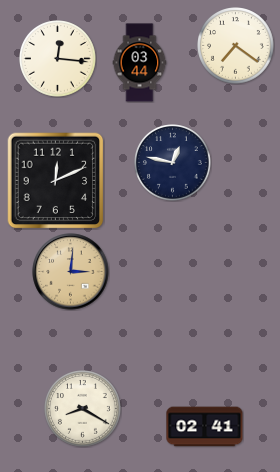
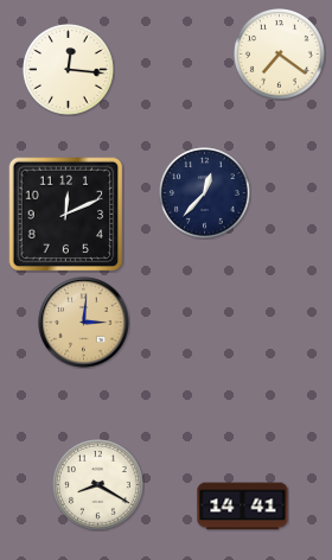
clock at (140, 63): 03:44 -> none
clock at (173, 163): 12:47 -> 12:37
clock at (205, 427): 02:41 -> 14:41
